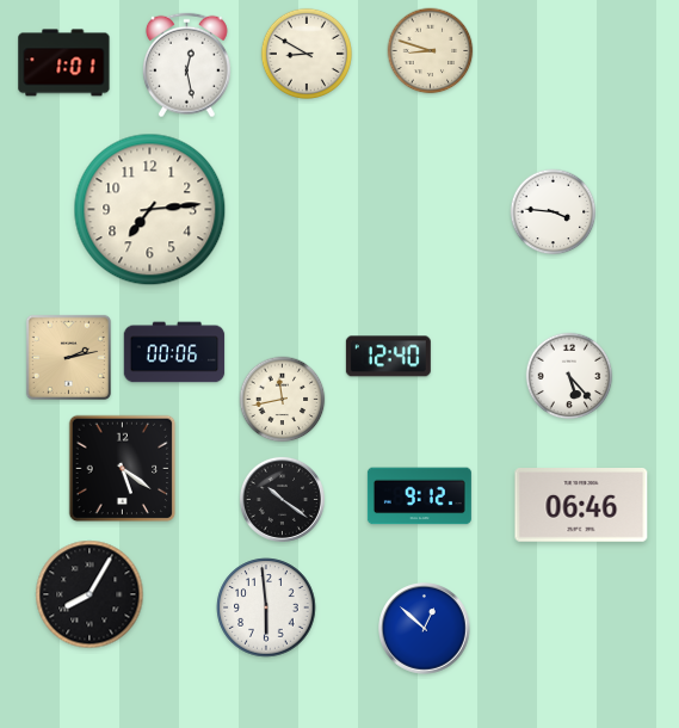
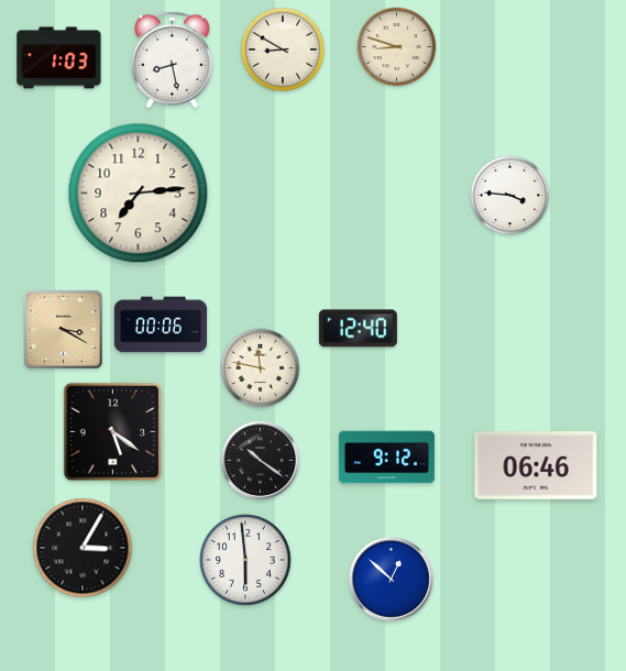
clock at (64, 63): 1:01 -> 1:03
clock at (186, 66): 12:28 -> 8:28
clock at (68, 357): 2:13 -> 3:20
clock at (569, 376): 5:23 -> none
clock at (283, 400): 11:43 -> 11:47
clock at (89, 594): 8:05 -> 3:05
